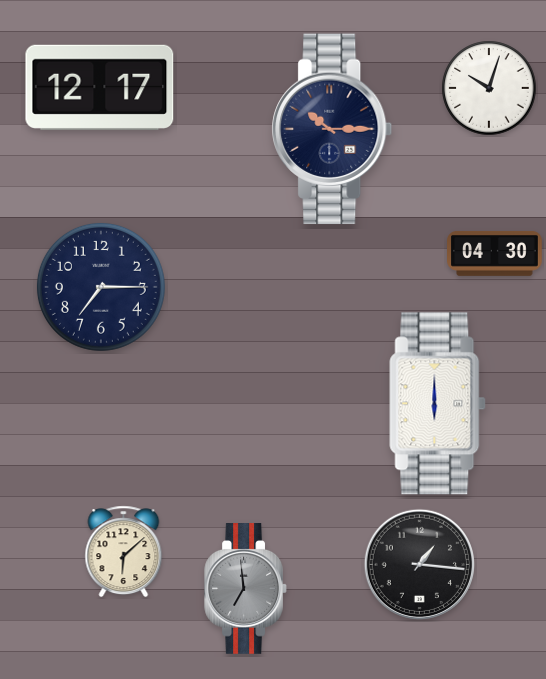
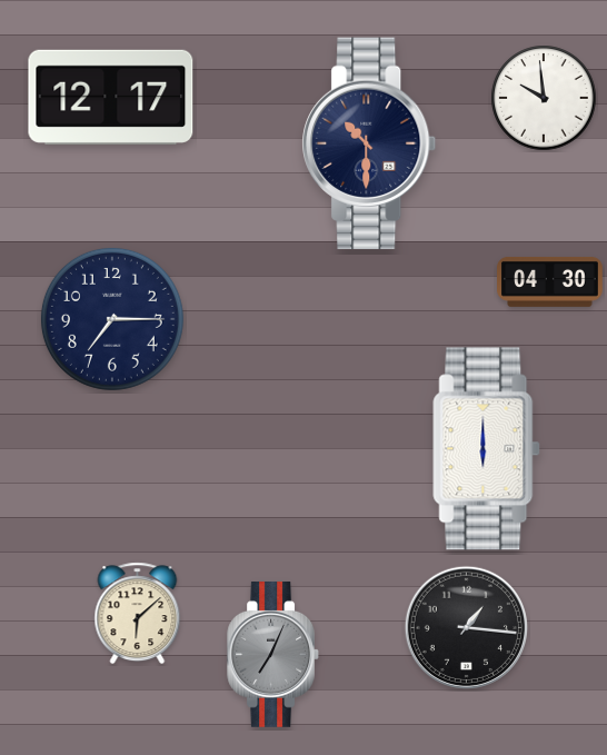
clock at (489, 88): 10:03 -> 9:59
clock at (332, 129): 10:15 -> 10:30
clock at (245, 589): 6:59 -> 7:04
